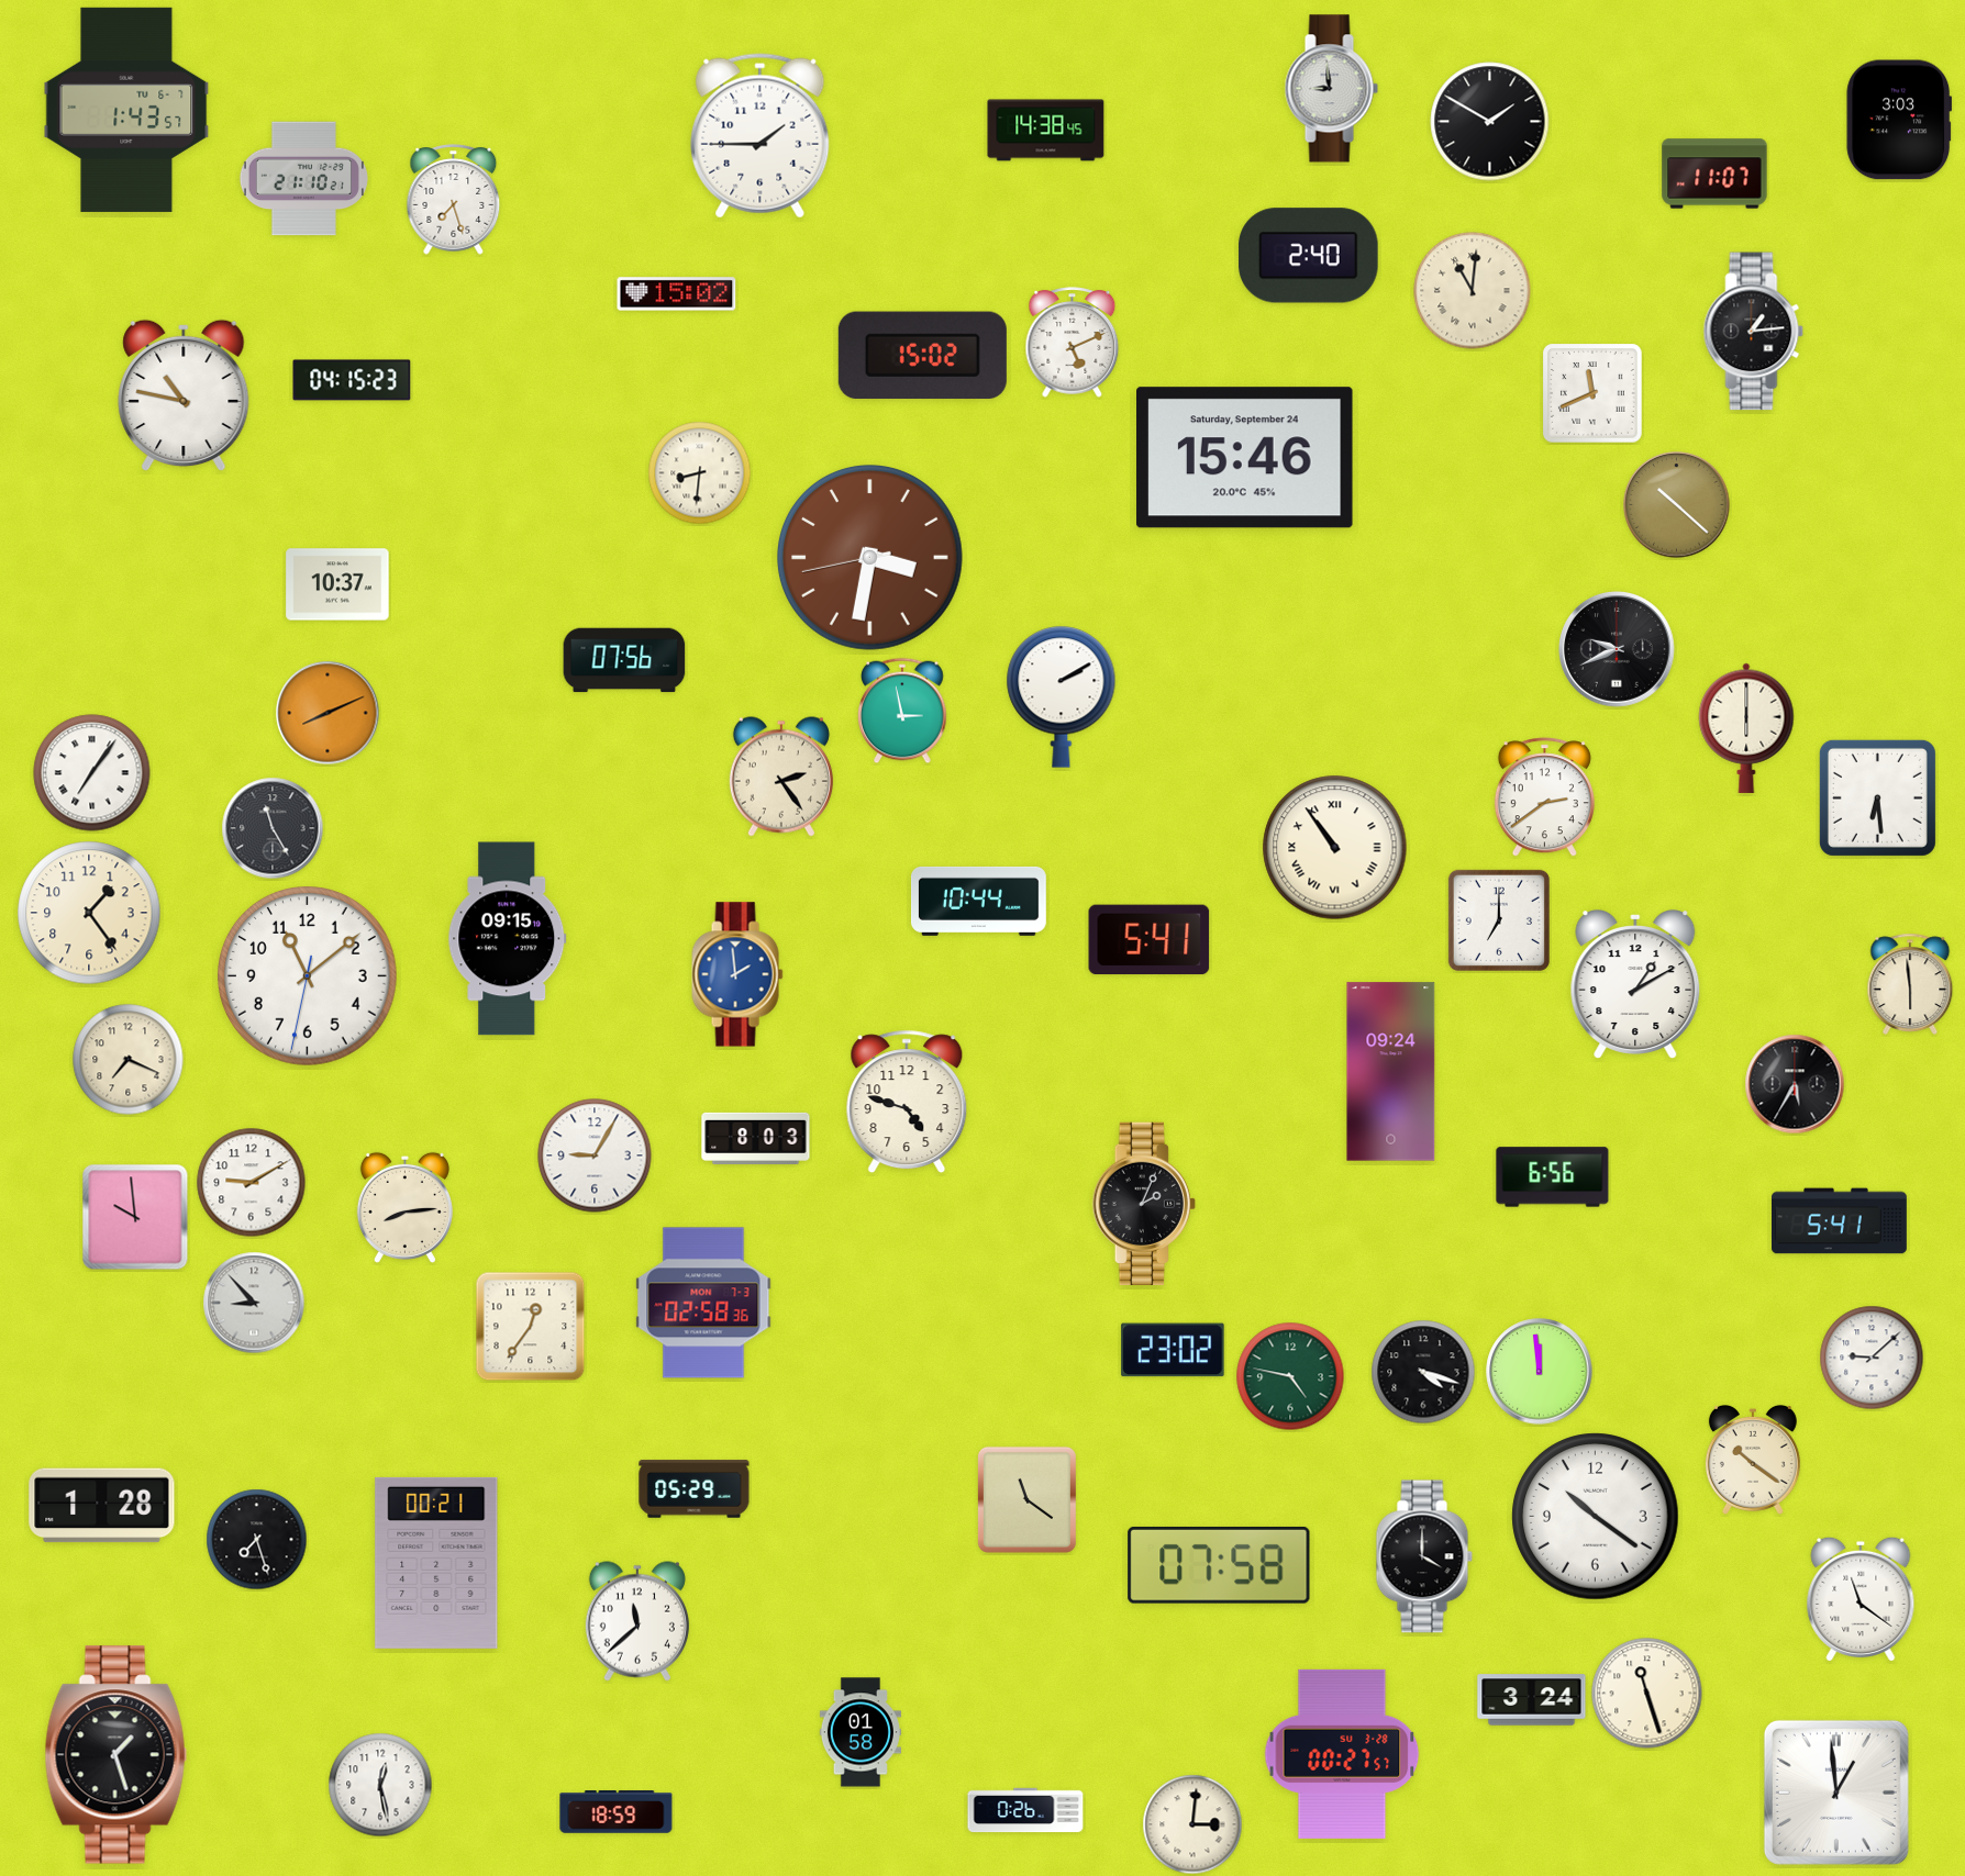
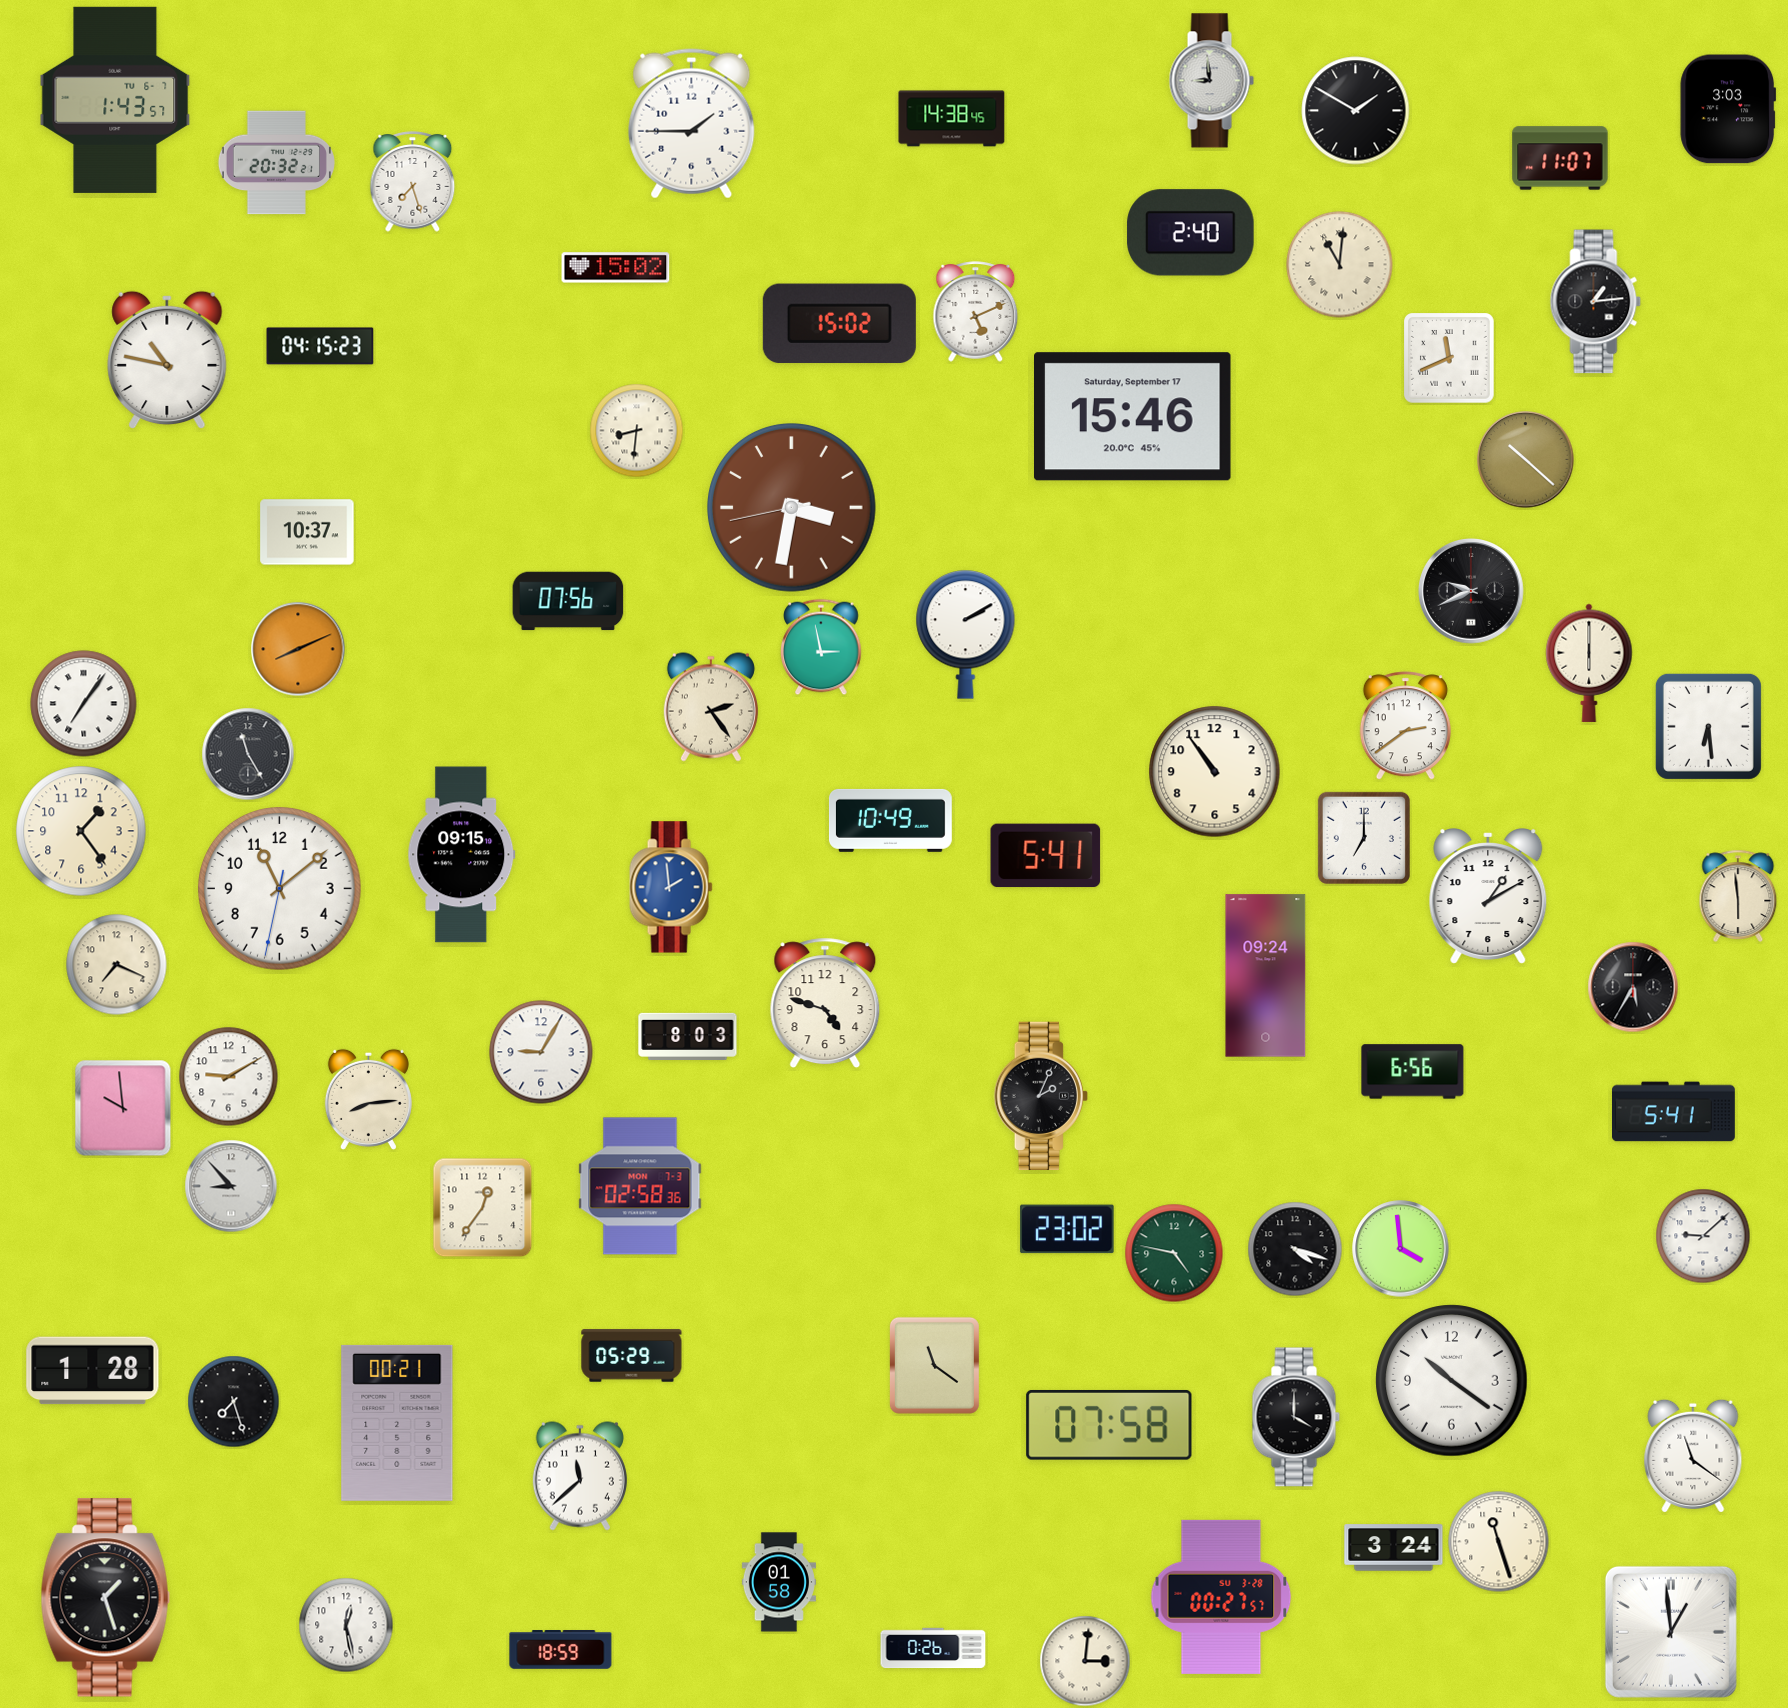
clock at (303, 179): 21:10 -> 20:32
clock at (1245, 458) date: Saturday, September 24 -> Saturday, September 17
clock at (1335, 848) numerals: Roman -> Arabic
clock at (978, 901): 10:44 -> 10:49
clock at (1540, 1372): 11:59 -> 3:59
clock at (1753, 1460): 10:21 -> none
clock at (861, 1732) position: (861, 1732) -> (779, 1582)
